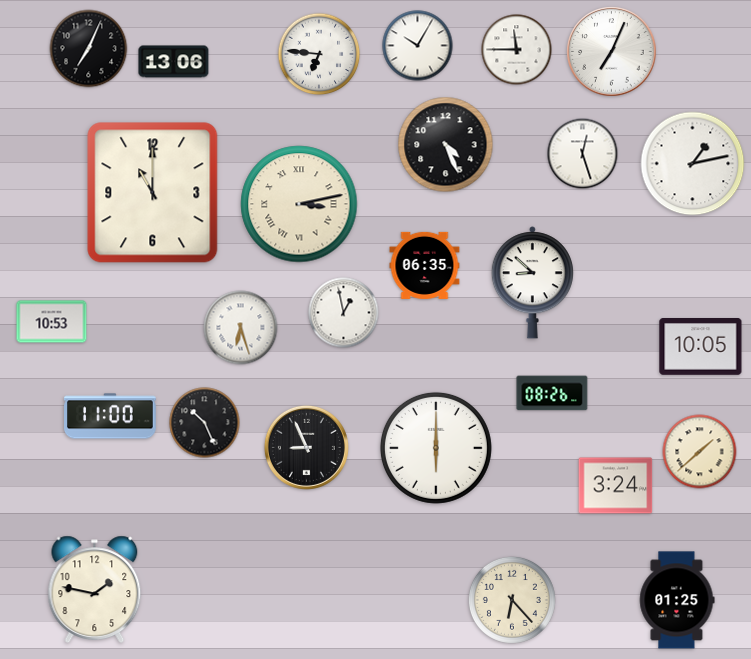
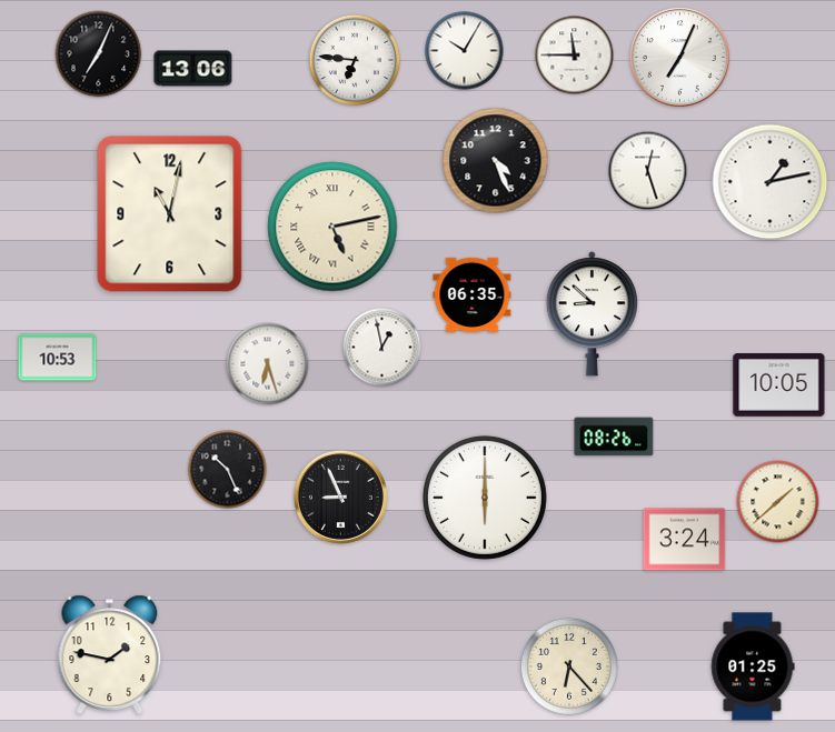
clock at (153, 193): 11:00 -> 11:02
clock at (299, 204): 3:13 -> 5:13
clock at (111, 416): 11:00 -> none
clock at (95, 589) position: (95, 589) -> (110, 654)
